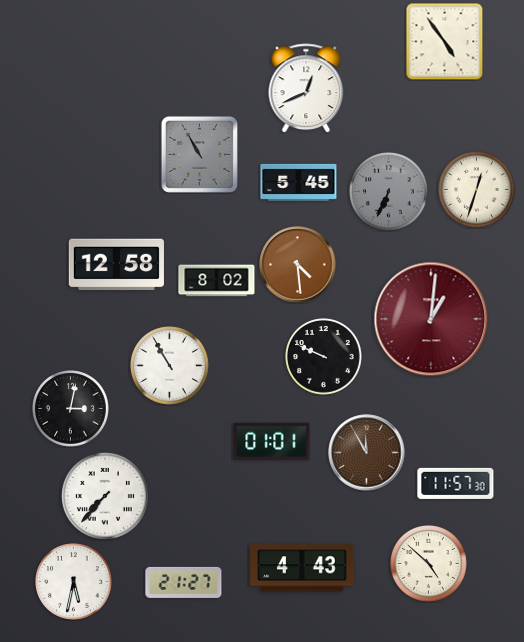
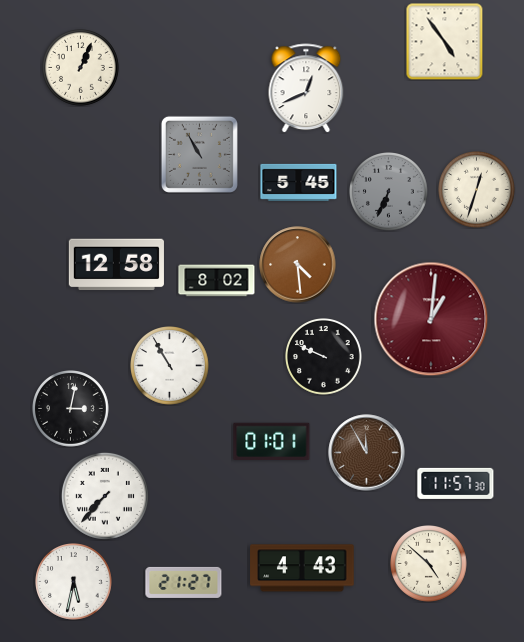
clock at (81, 68): none -> 1:04
